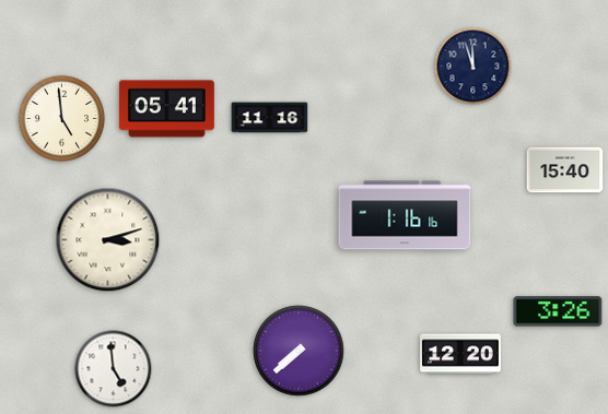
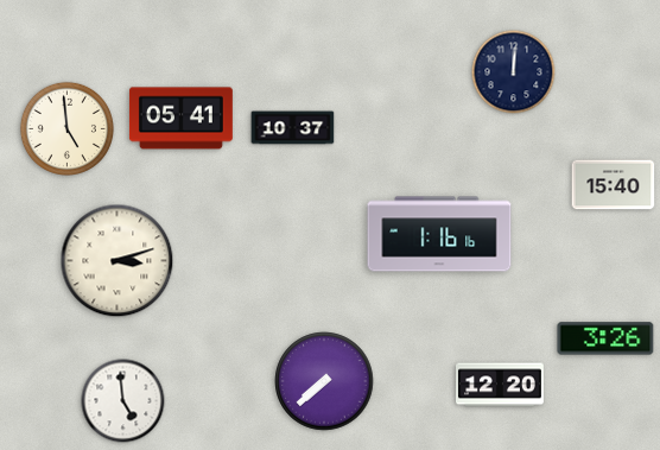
clock at (473, 67): 11:57 -> 12:01
clock at (270, 118): 11:16 -> 10:37
